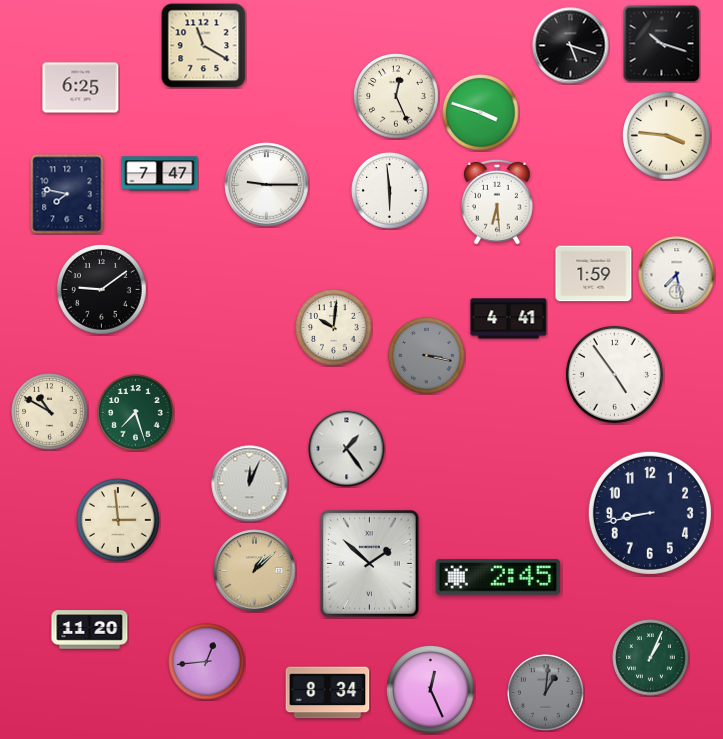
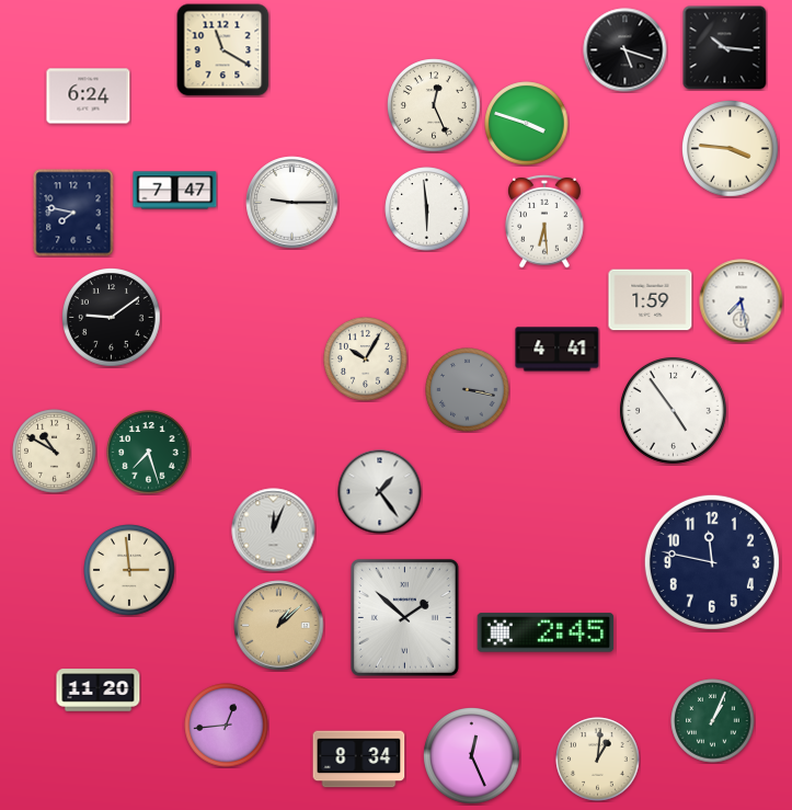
clock at (662, 44): 10:18 -> 10:16
clock at (81, 88): 6:25 -> 6:24
clock at (334, 328): 10:01 -> 10:05
clock at (650, 513): 8:43 -> 11:47
clock at (546, 693) dial: grey -> cream
